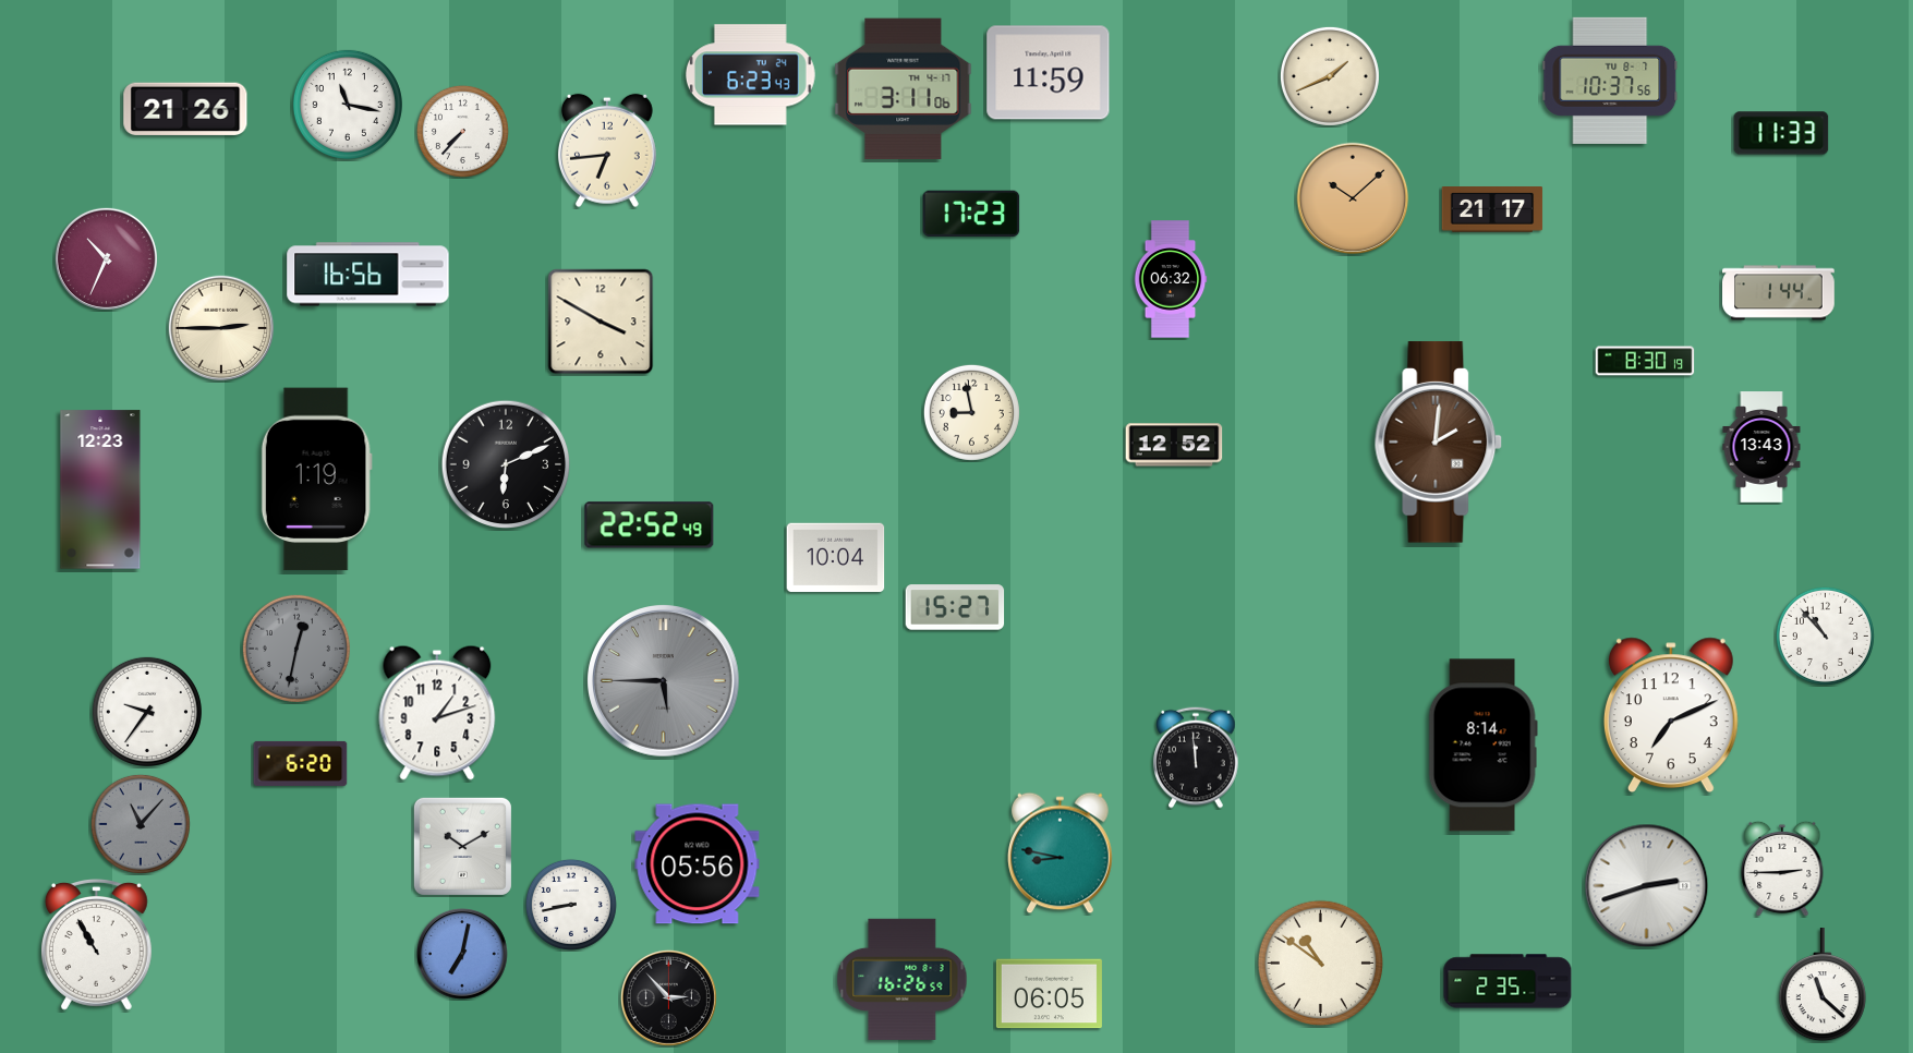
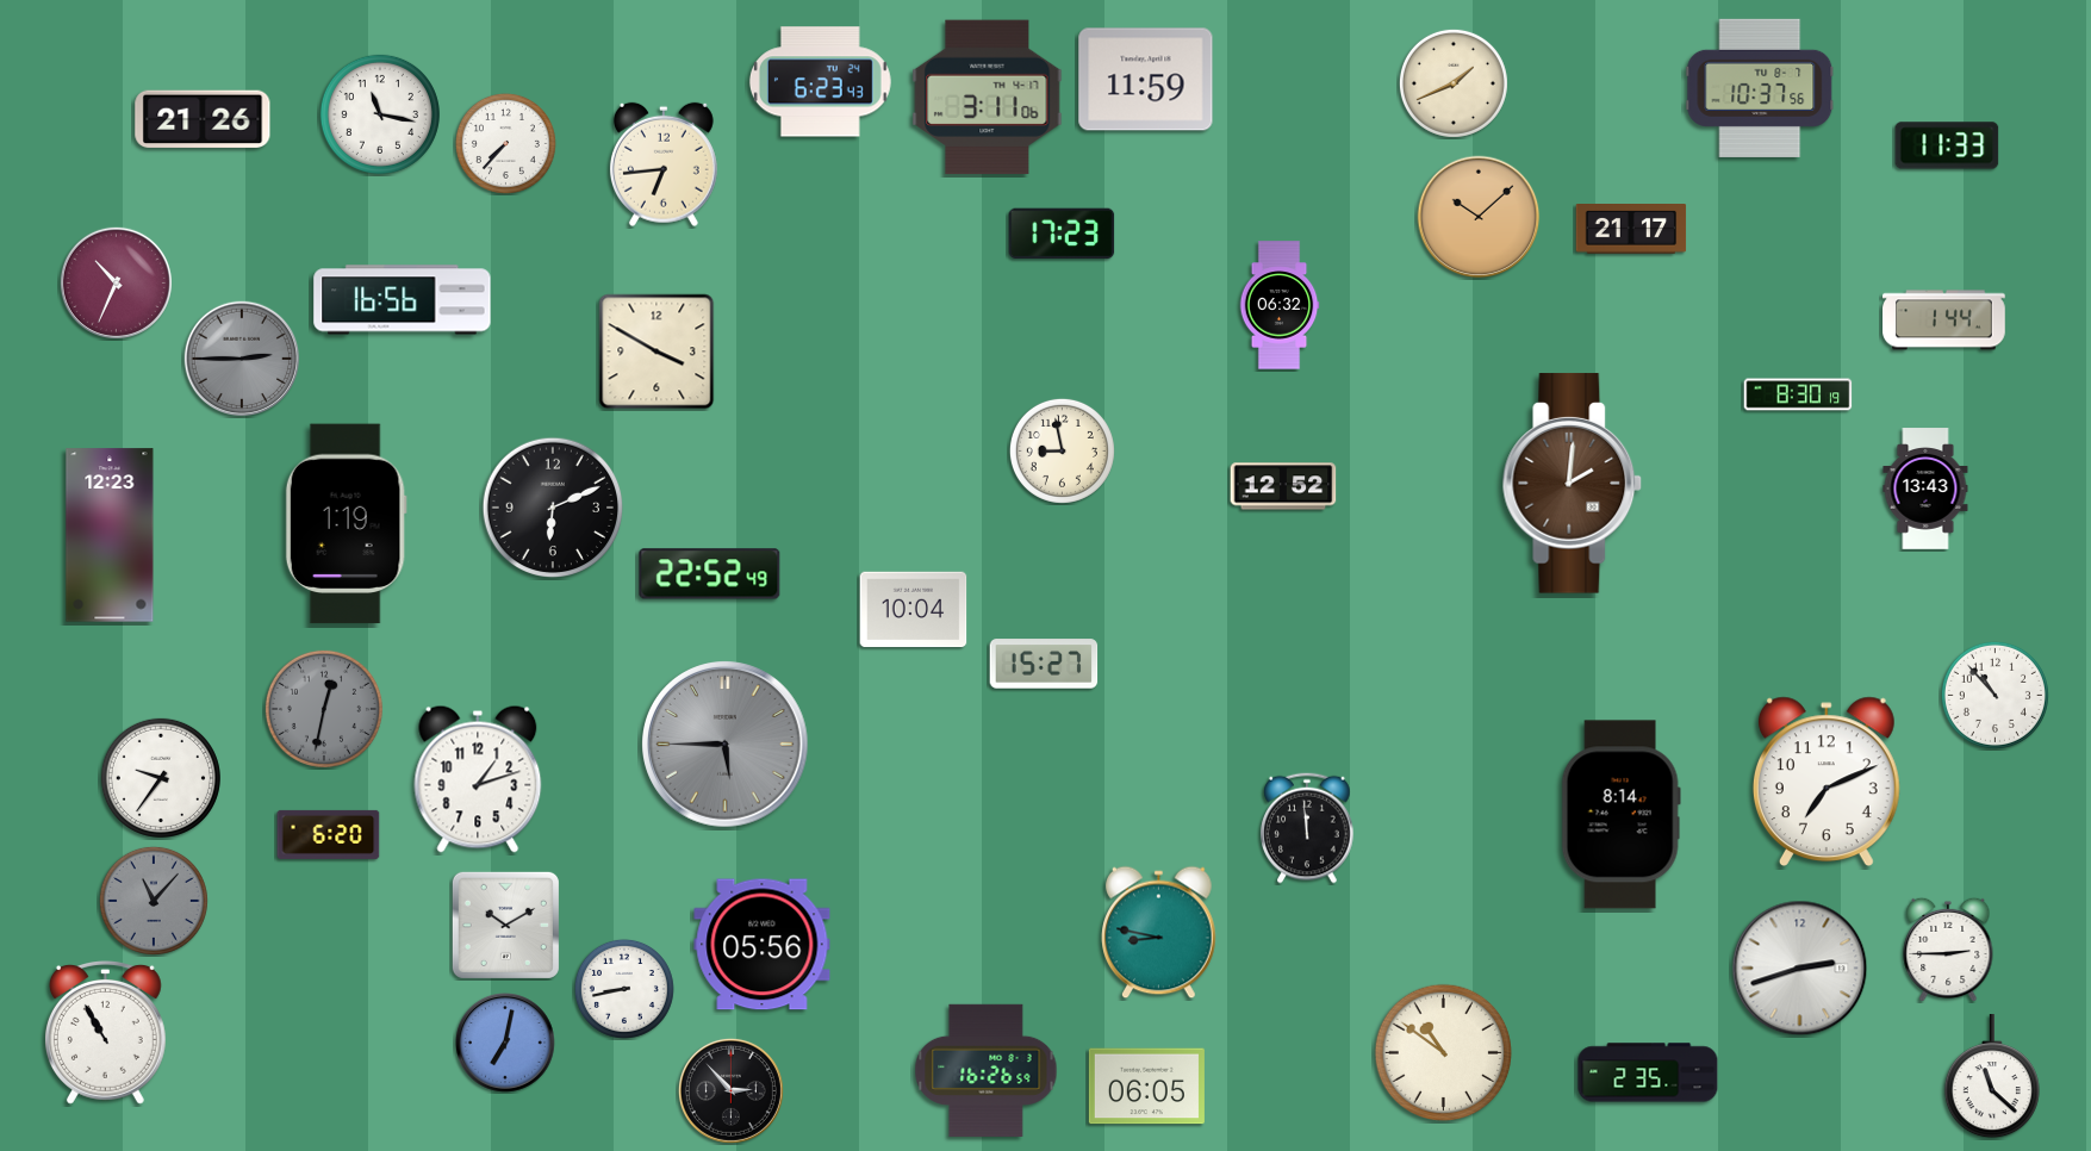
clock at (220, 327) dial: cream -> grey
